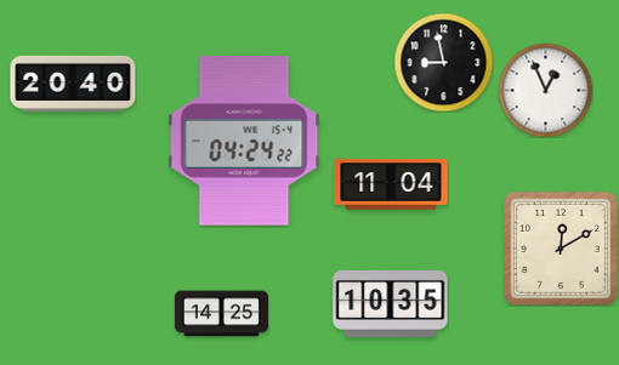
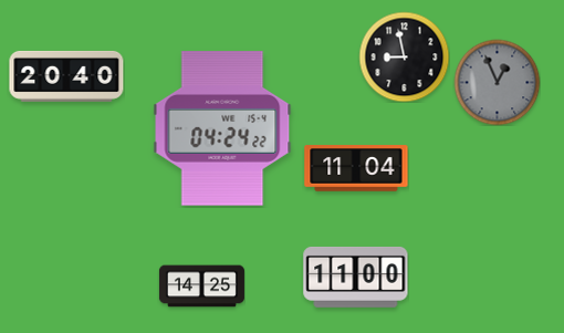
clock at (545, 90) dial: white -> grey
clock at (561, 249): 12:10 -> none
clock at (391, 303): 10:35 -> 11:00
